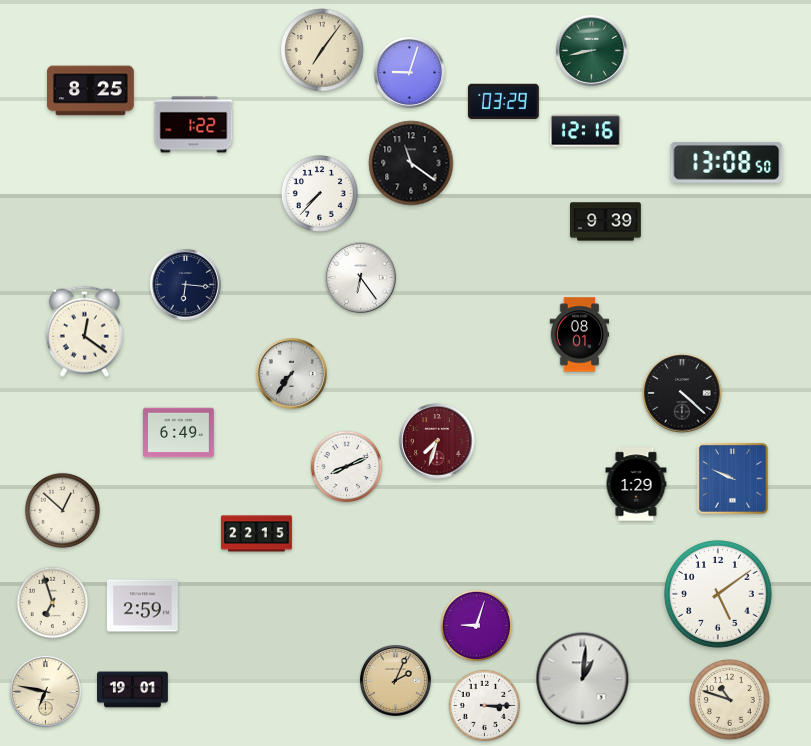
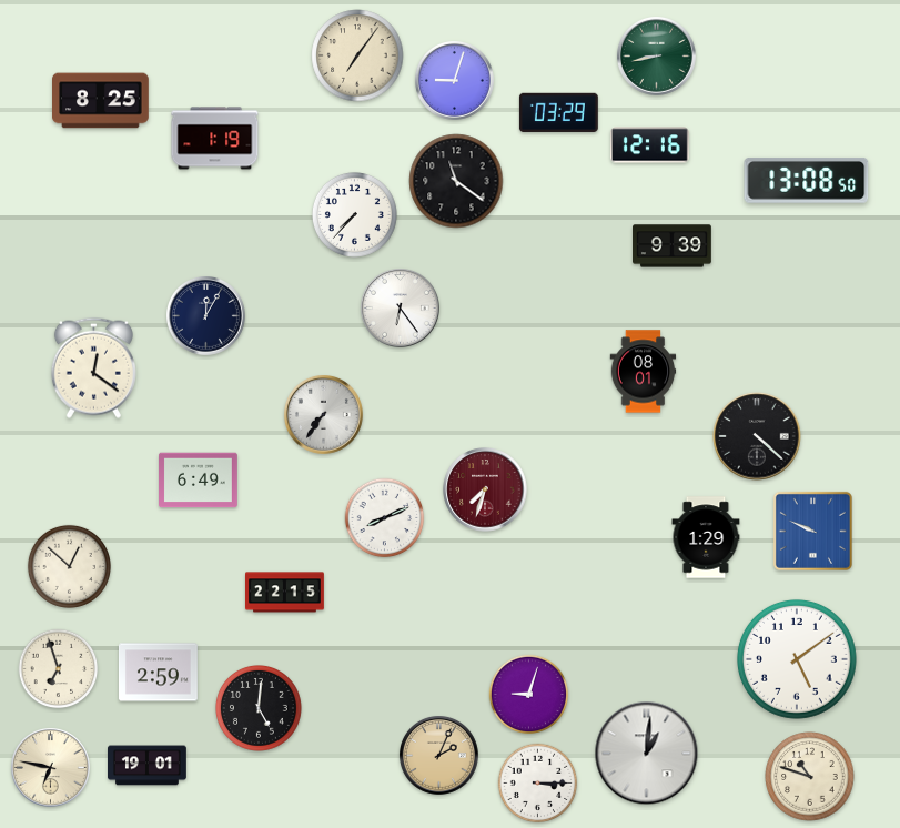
clock at (194, 125): 1:22 -> 1:19
clock at (186, 285): 6:16 -> 12:05
clock at (260, 709): none -> 5:01
